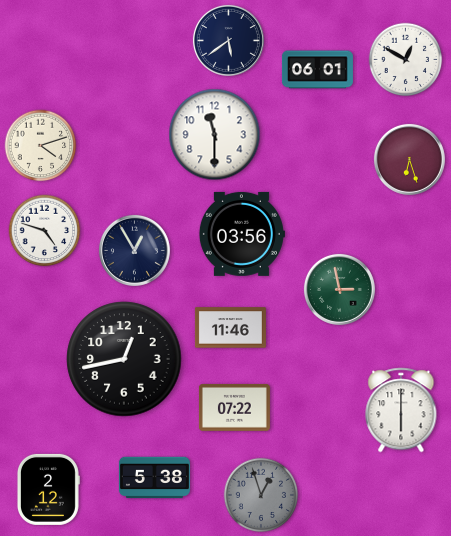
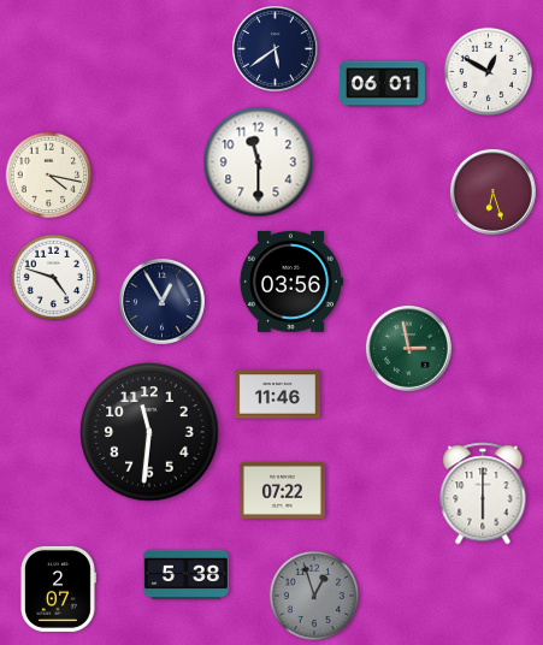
clock at (41, 146): 4:12 -> 4:17
clock at (124, 359): 12:43 -> 11:31
clock at (48, 489): 2:12 -> 2:07
